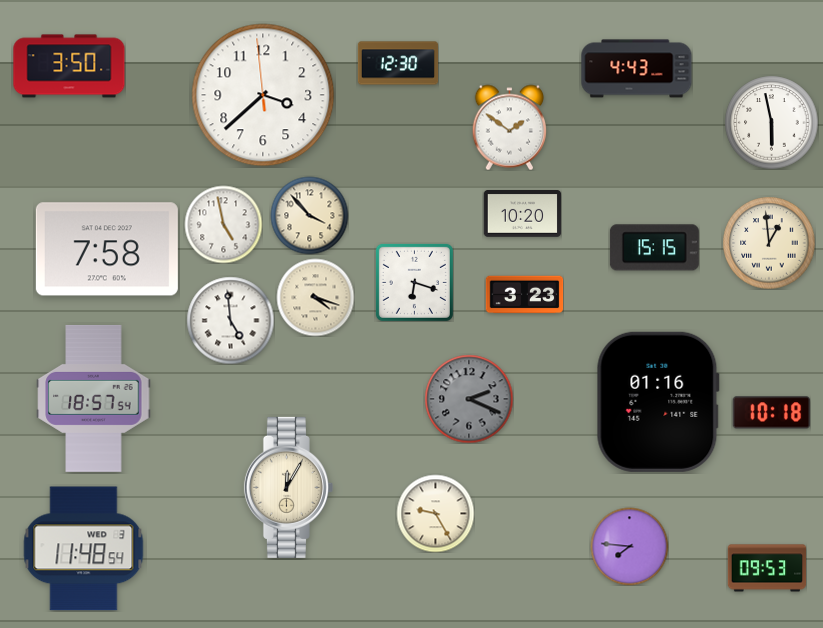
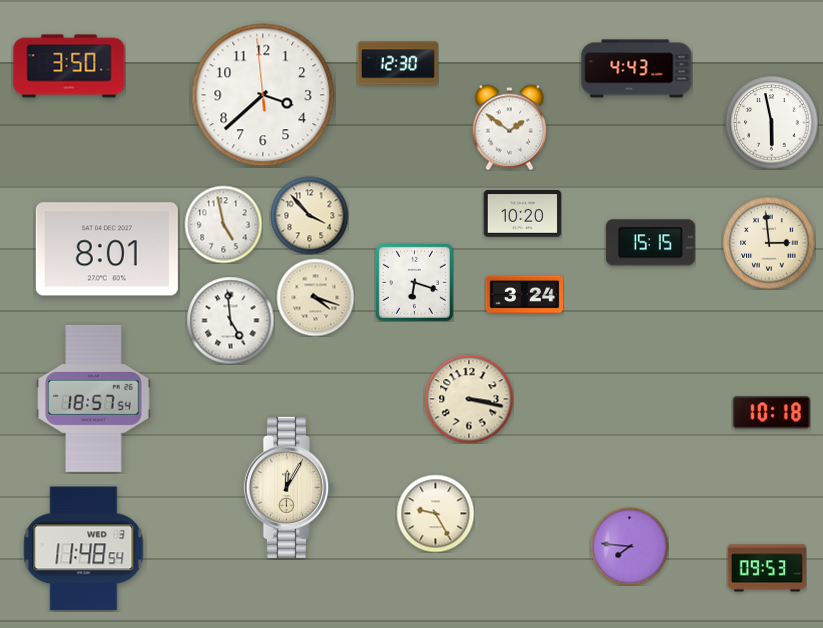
clock at (769, 243): 12:59 -> 2:59
clock at (654, 248) position: (654, 248) -> (650, 243)
clock at (107, 249): 7:58 -> 8:01
clock at (524, 295): 3:23 -> 3:24
clock at (469, 399): 2:19 -> 3:17
clock at (469, 399) dial: grey -> cream
clock at (658, 402): 01:16 -> none
